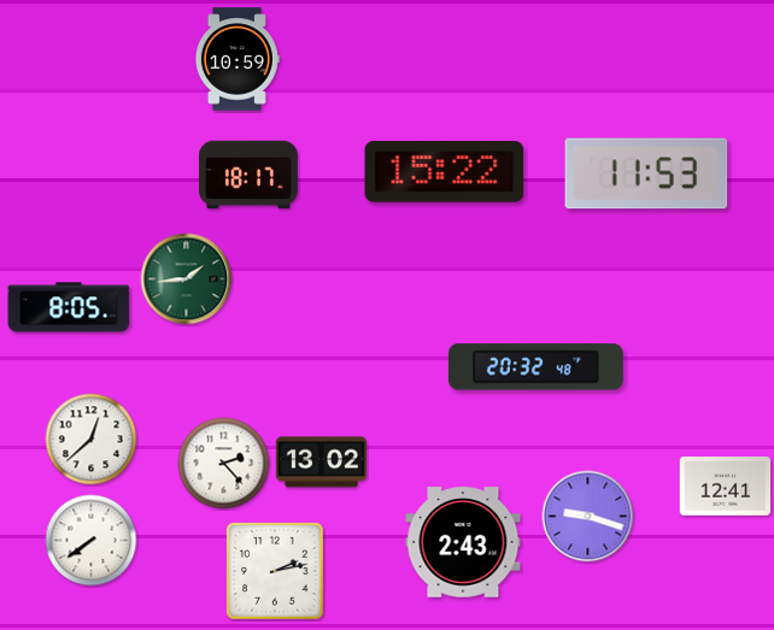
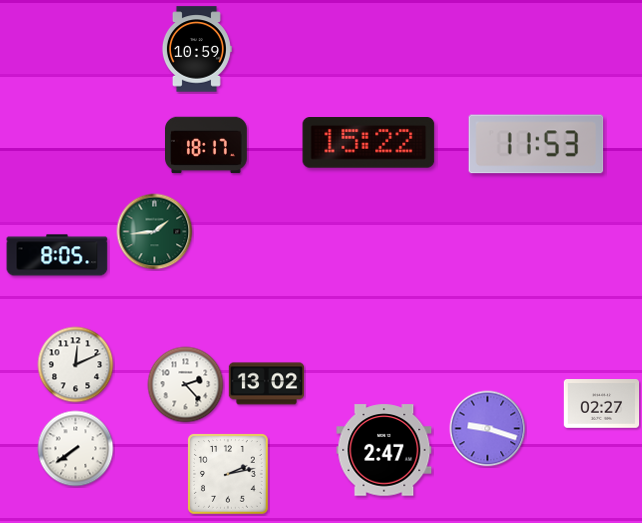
clock at (535, 367): 20:32 -> none
clock at (92, 440): 12:38 -> 12:11
clock at (726, 487): 12:41 -> 02:27
clock at (463, 542): 2:43 -> 2:47
